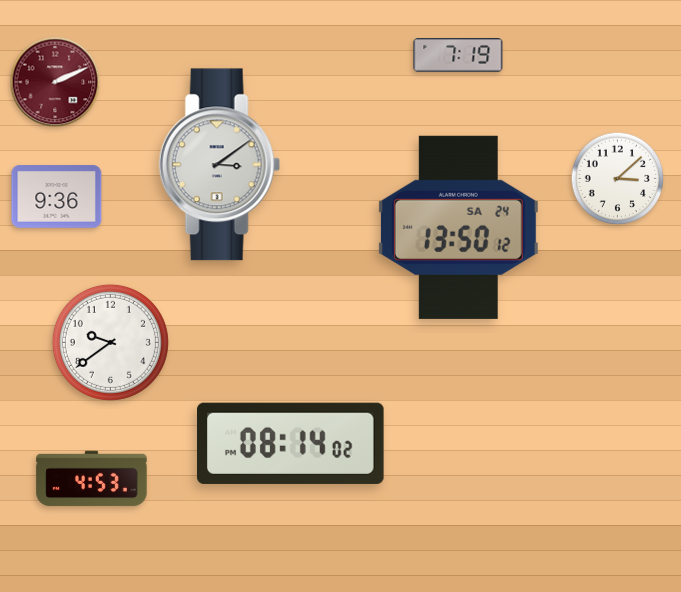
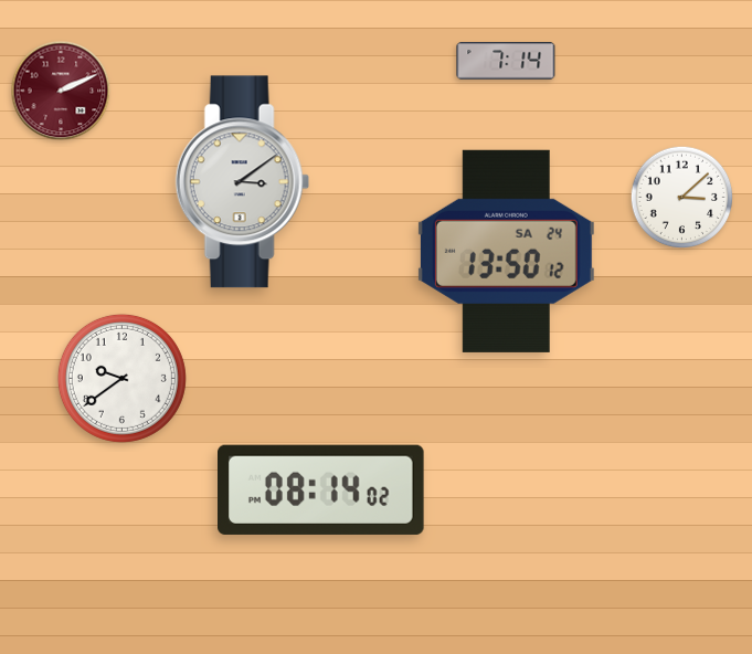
clock at (458, 55): 7:19 -> 7:14
clock at (57, 197): 9:36 -> none
clock at (92, 479): 4:53 -> none
